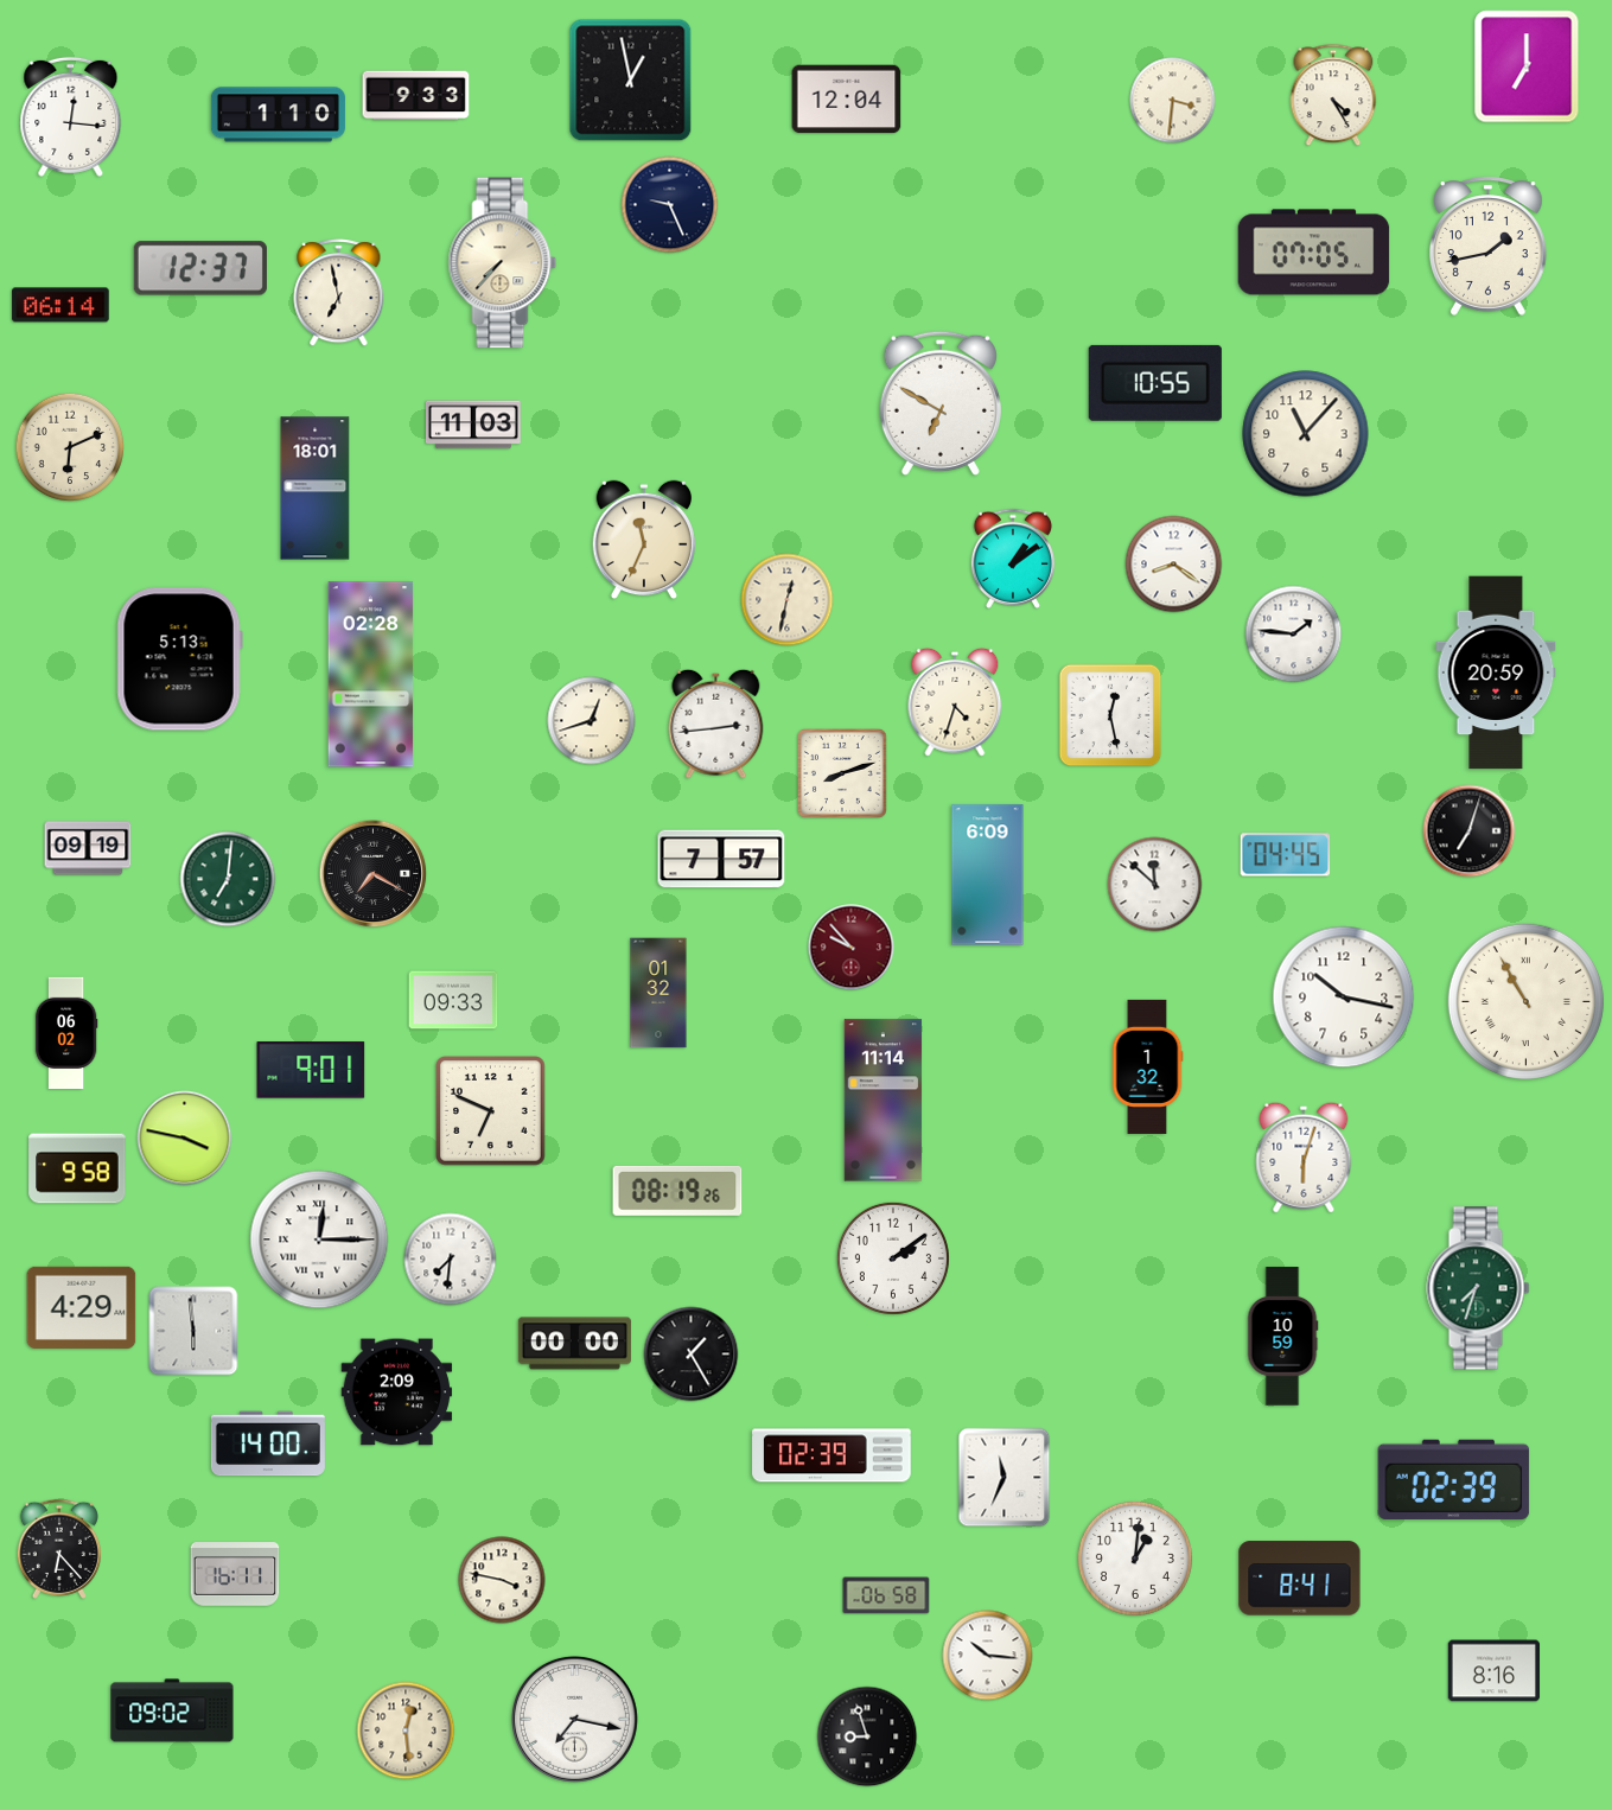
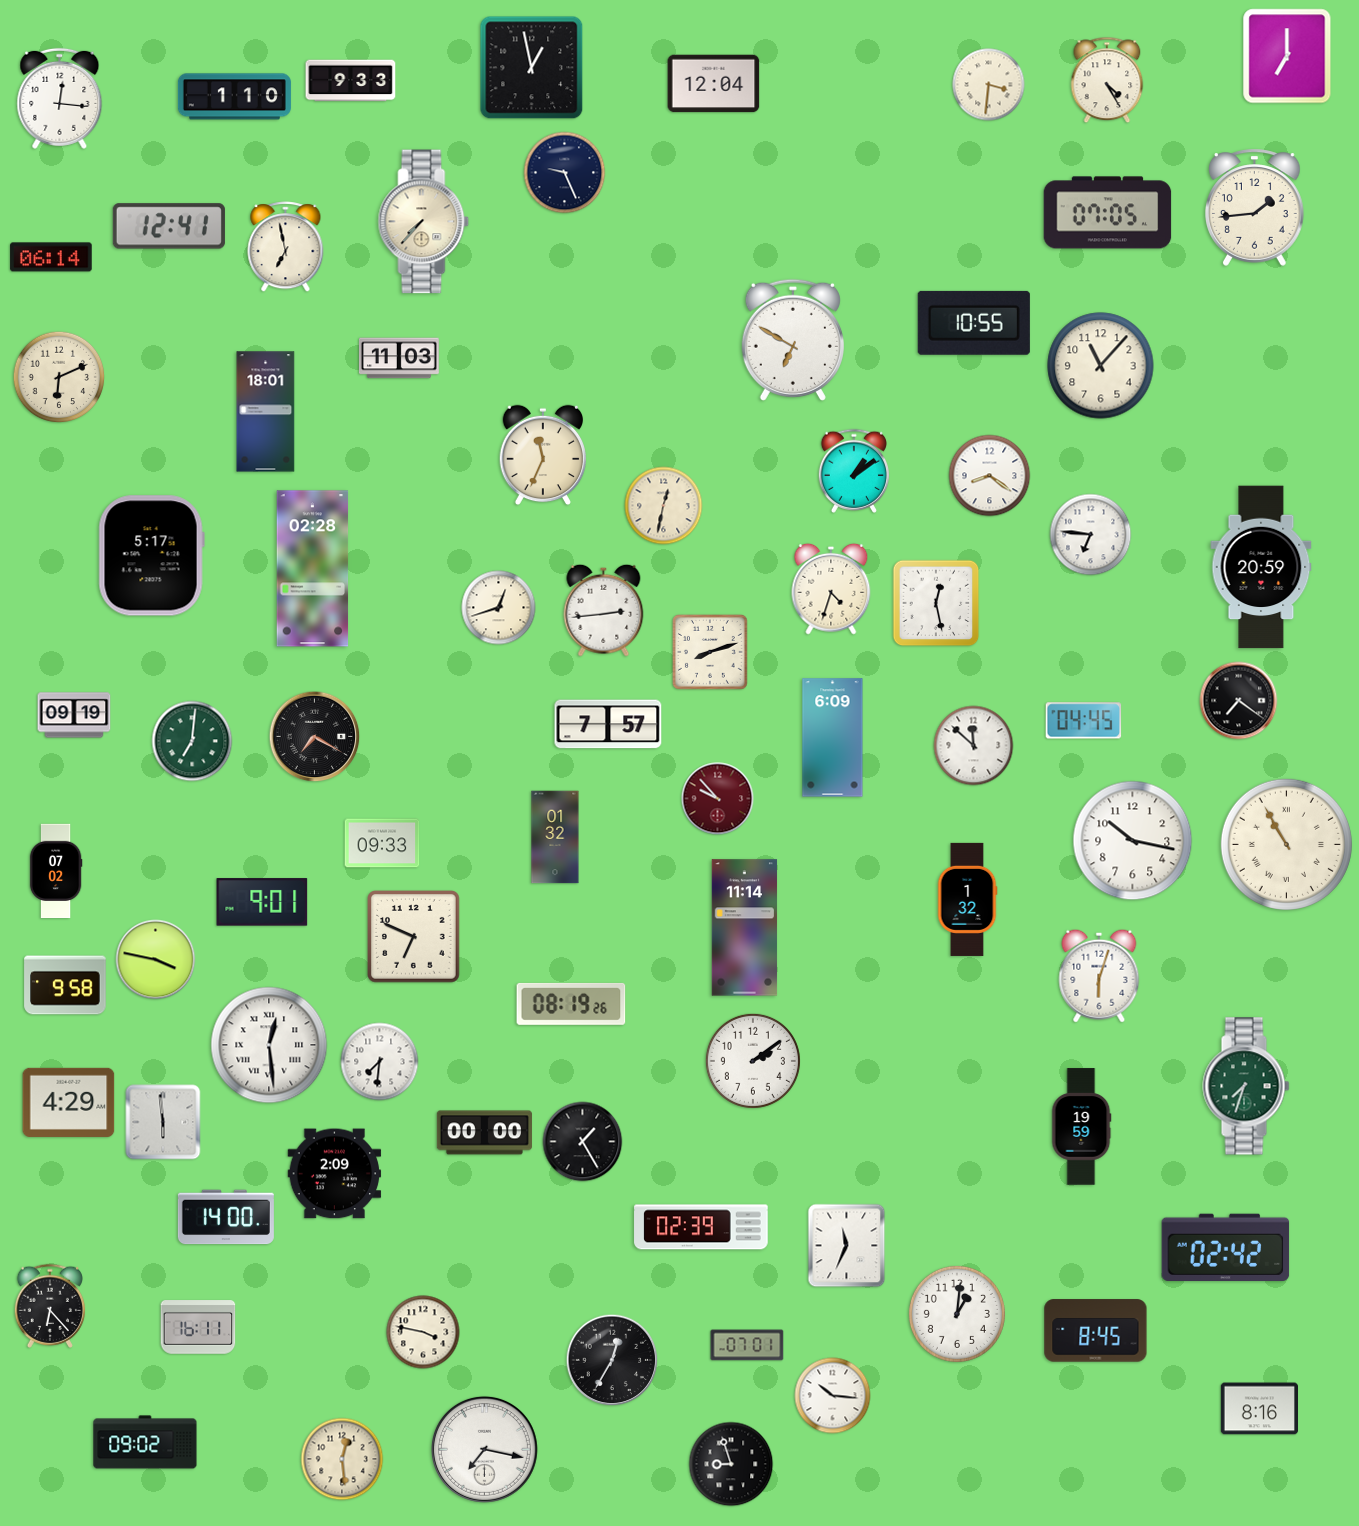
clock at (1333, 95) position: (1333, 95) -> (1107, 80)
clock at (1489, 246): 1:43 -> 1:44
clock at (200, 268): 12:37 -> 12:41
clock at (1294, 635): 1:46 -> 6:46
clock at (179, 659): 5:13 -> 5:17
clock at (955, 702) position: (955, 702) -> (831, 589)
clock at (1470, 831): 7:03 -> 7:21
clock at (66, 1033): 06:02 -> 07:02
clock at (319, 1239): 12:15 -> 12:29
clock at (1282, 1337): 10:59 -> 19:59
clock at (1454, 1479): 02:39 -> 02:42
clock at (1300, 1579): 8:41 -> 8:45
clock at (886, 1595): 06:58 -> 07:01
clock at (612, 1360): none -> 12:35
